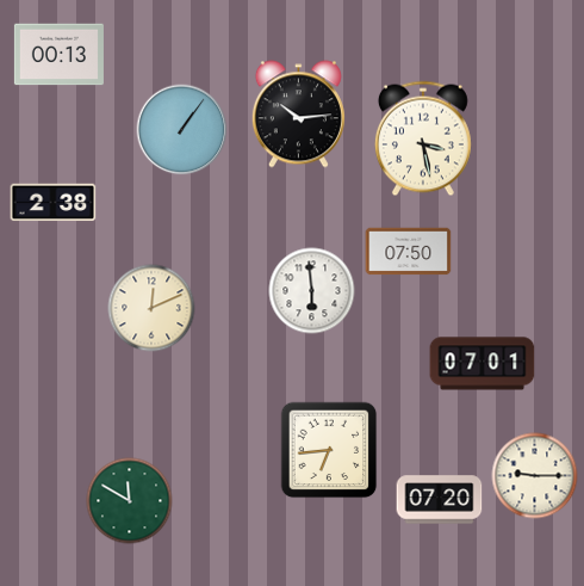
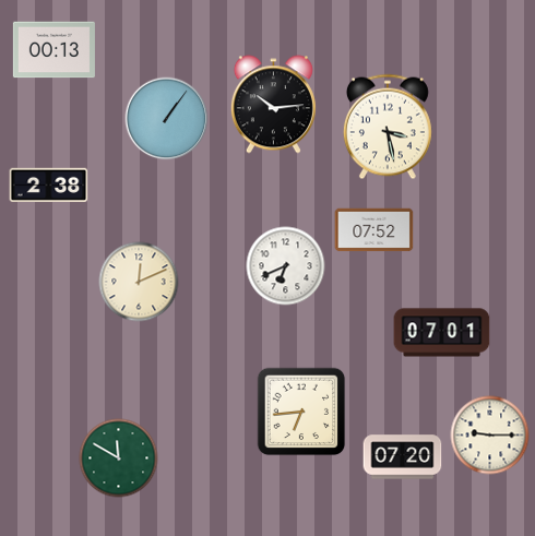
clock at (409, 252): 07:50 -> 07:52
clock at (312, 291): 5:59 -> 6:41
